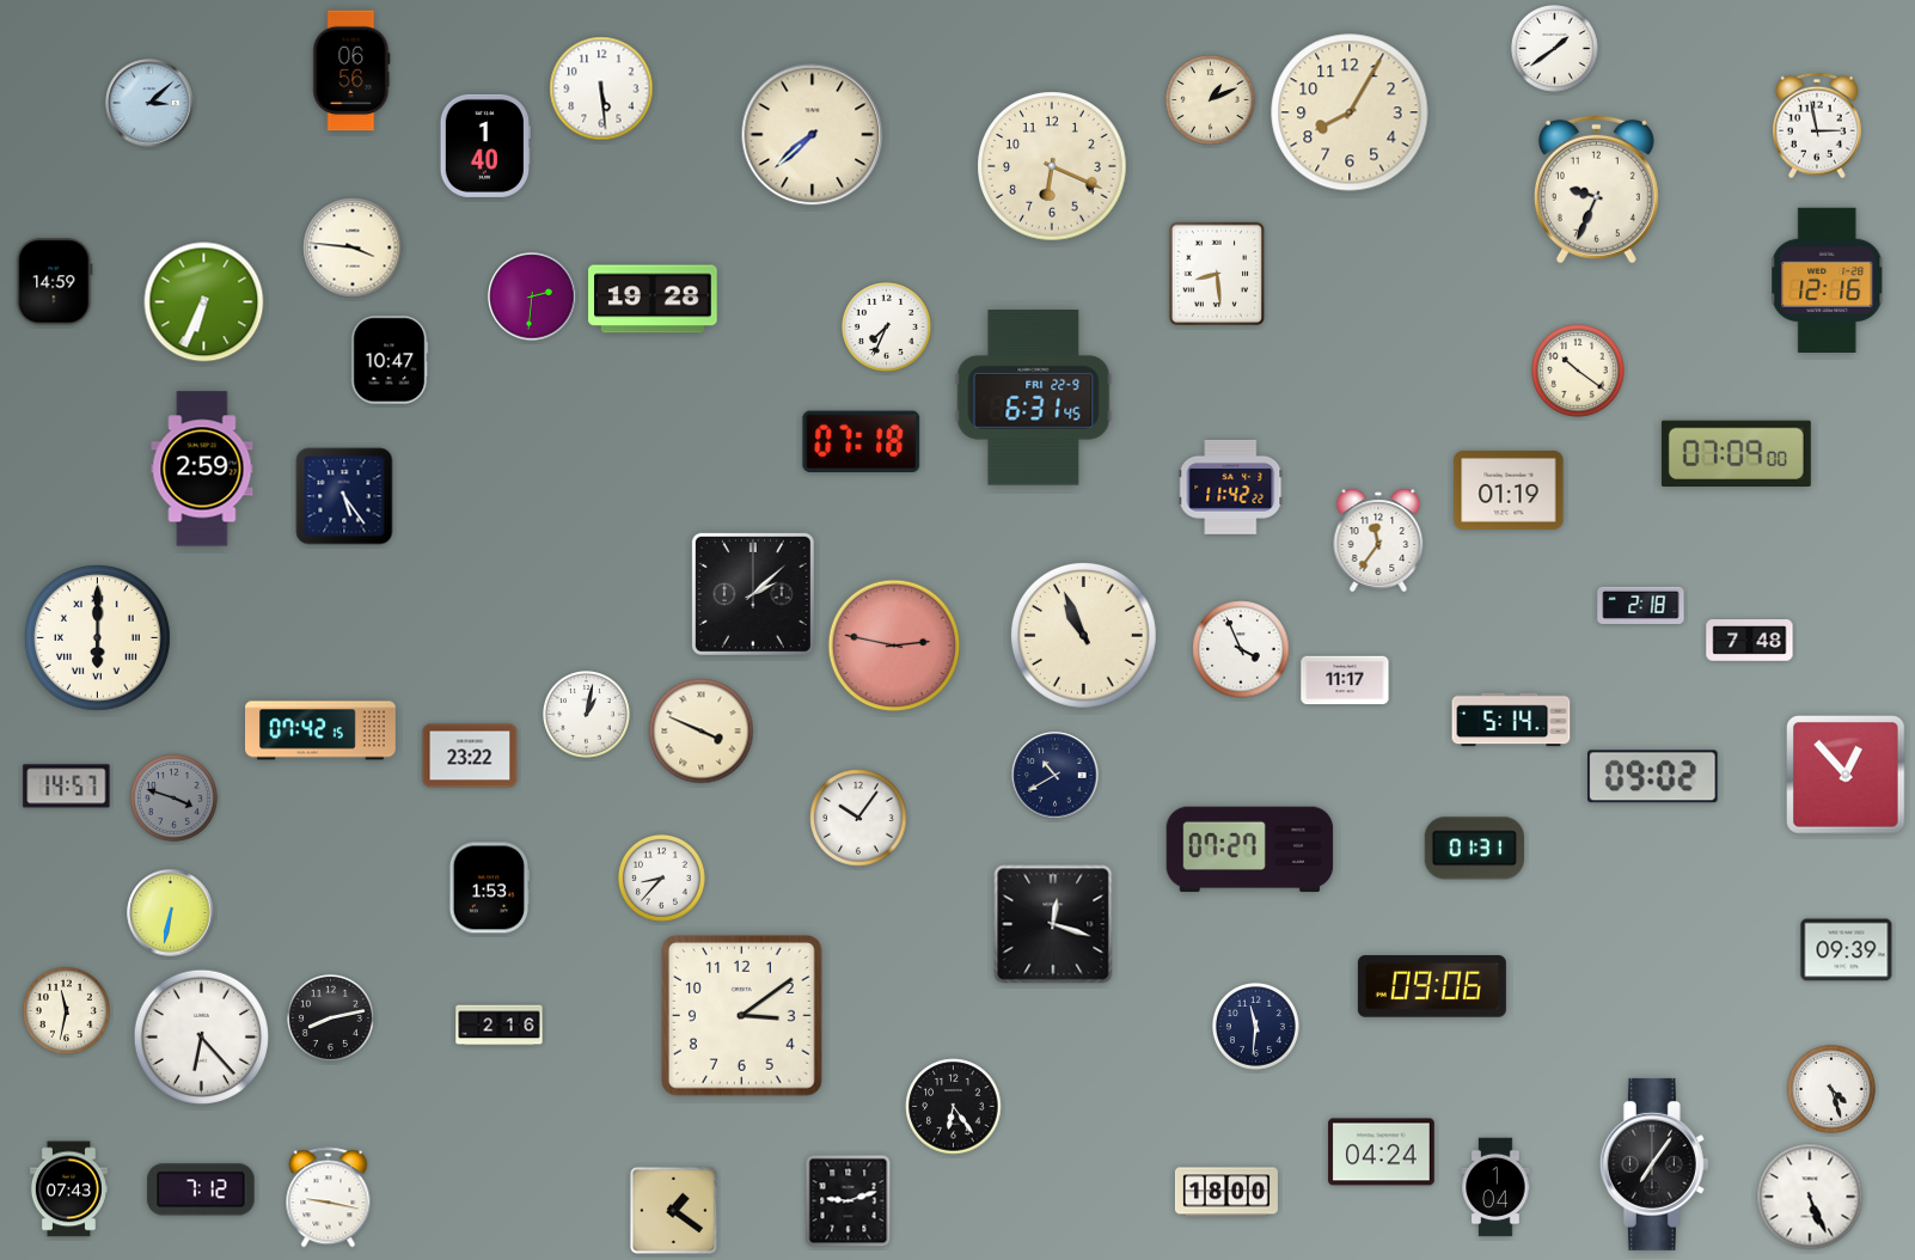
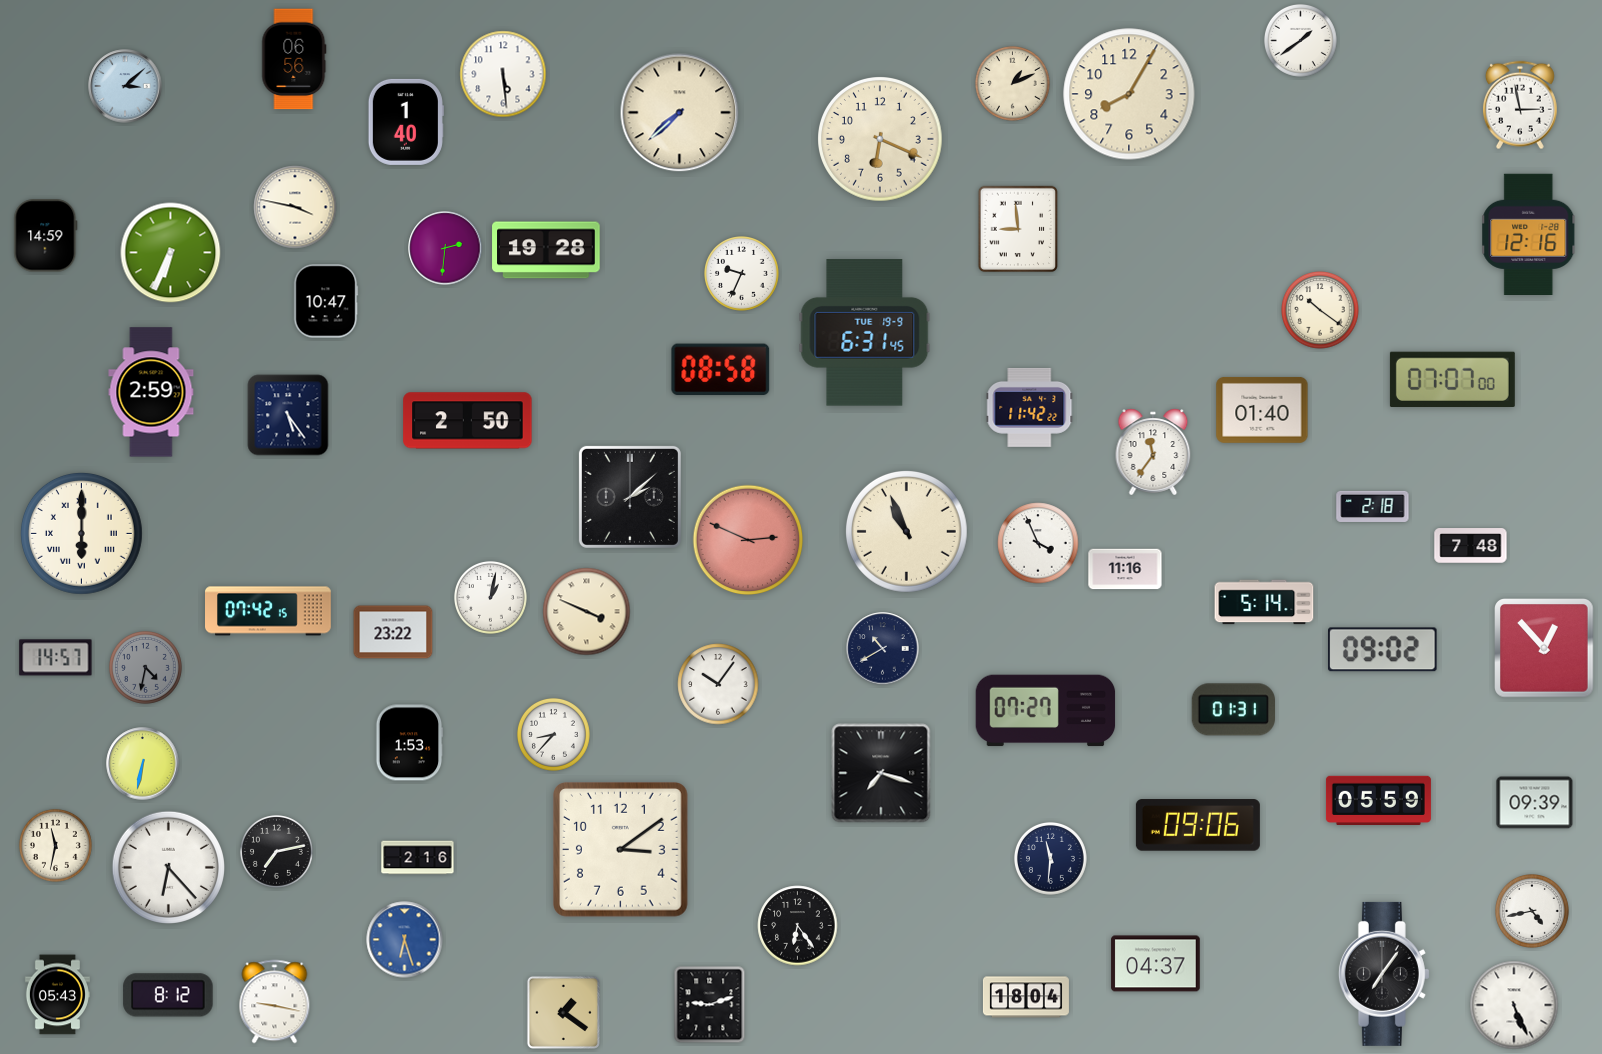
clock at (1596, 189): 9:34 -> none
clock at (353, 247): 3:46 -> 3:47
clock at (1217, 274): 8:29 -> 8:59
clock at (887, 328): 7:34 -> 9:34
clock at (1034, 398) date: FRI 22-9 -> TUE 19-9
clock at (862, 442): 07:18 -> 08:58
clock at (1736, 453): 07:09 -> 07:07
clock at (202, 469) position: (202, 469) -> (151, 392)
clock at (1509, 490): 01:19 -> 01:40
clock at (468, 421): none -> 2:50
clock at (1750, 641) position: (1750, 641) -> (1471, 546)
clock at (894, 646): 2:47 -> 2:49
clock at (1345, 680): 11:17 -> 11:16
clock at (173, 797): 3:48 -> 4:32
clock at (1053, 924): 12:18 -> 7:18
clock at (1847, 950) position: (1847, 950) -> (1535, 803)
clock at (1378, 800): none -> 05:59
clock at (330, 1017): 8:13 -> 7:13
clock at (1833, 1090): 4:27 -> 4:43
clock at (405, 940): none -> 6:27
clock at (1382, 1152): 04:24 -> 04:37
clock at (1495, 1187): 1:04 -> none
clock at (68, 1189): 07:43 -> 05:43
clock at (201, 1189): 7:12 -> 8:12
clock at (1226, 1192): 18:00 -> 18:04
clock at (1810, 1197) position: (1810, 1197) -> (1514, 1005)
